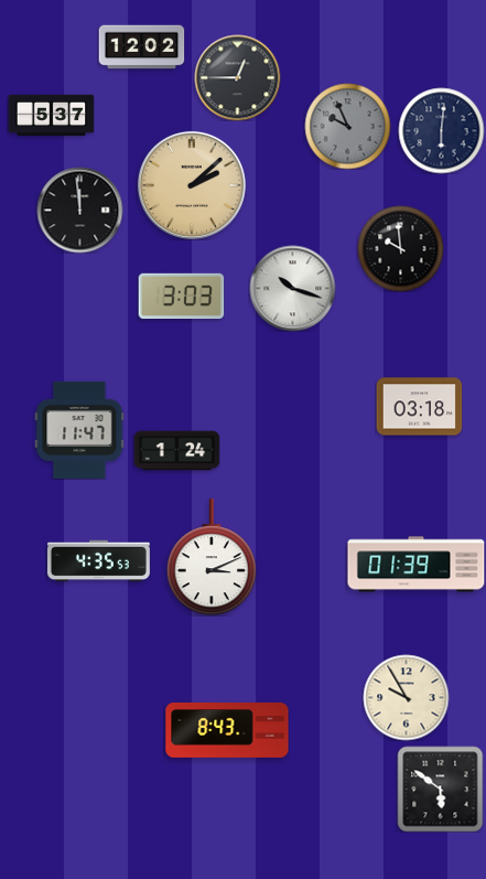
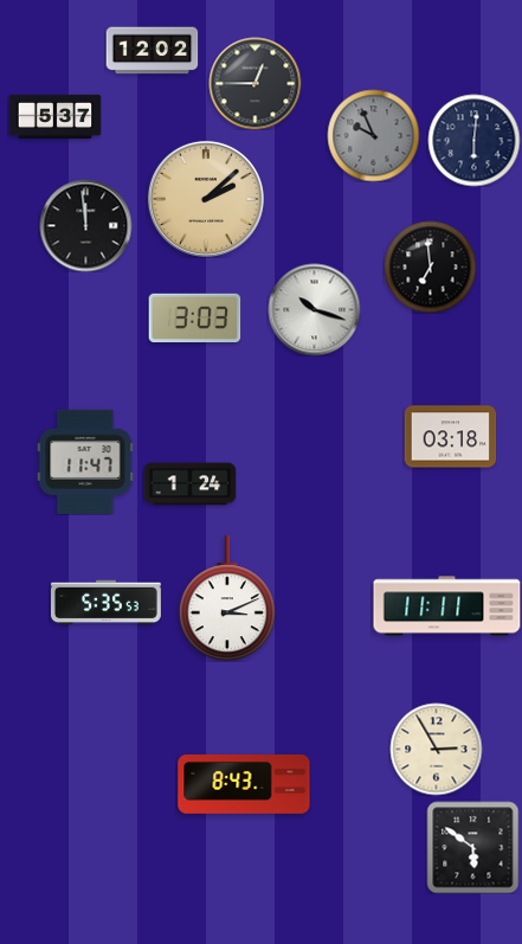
clock at (51, 115) position: (51, 115) -> (54, 116)
clock at (400, 248): 9:59 -> 6:59
clock at (98, 561): 4:35 -> 5:35
clock at (417, 565): 01:39 -> 11:11
clock at (406, 697): 9:55 -> 2:55
